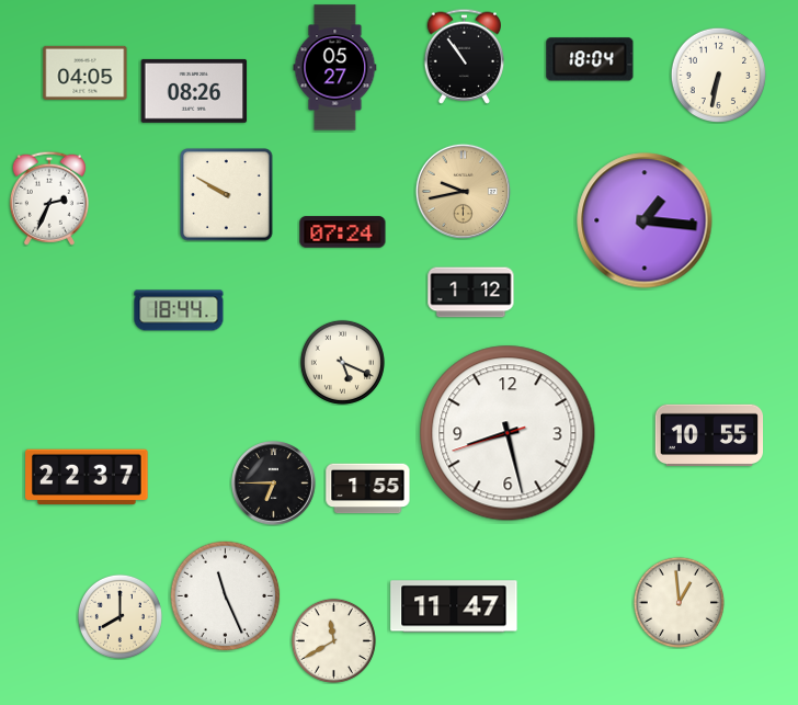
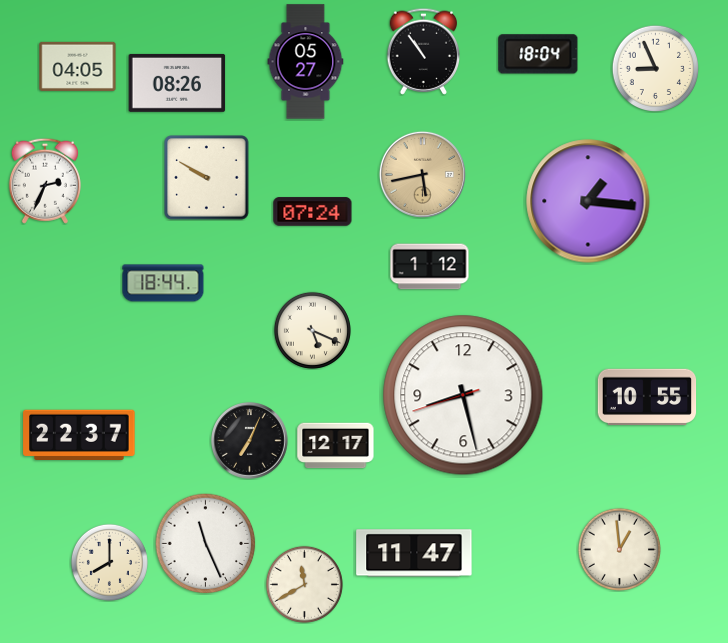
clock at (718, 75): 6:32 -> 8:56
clock at (463, 191): 9:43 -> 5:43
clock at (274, 484): 6:45 -> 7:04
clock at (368, 489): 1:55 -> 12:17
